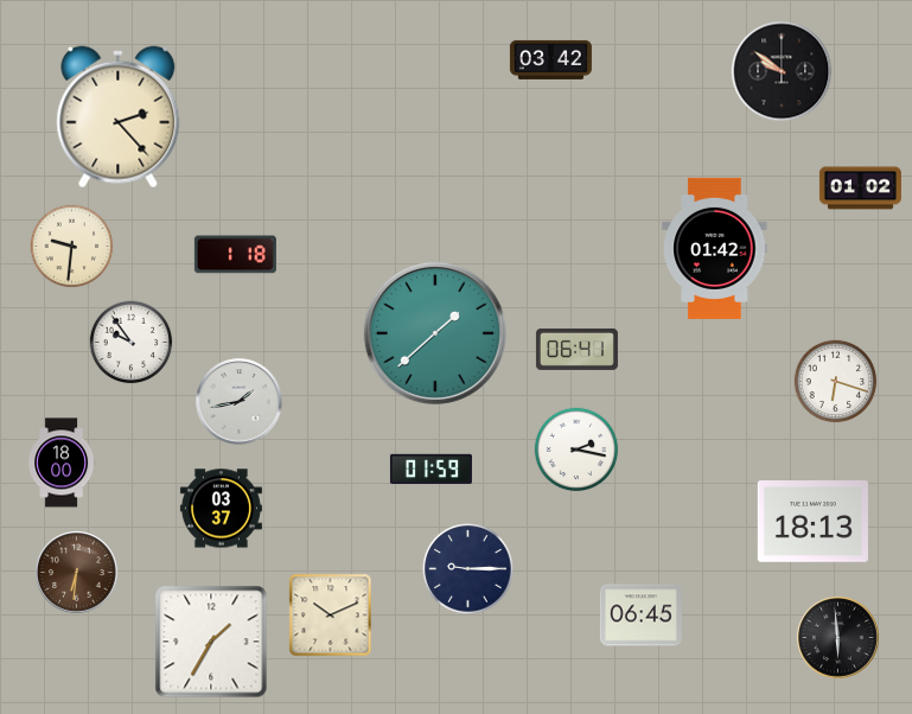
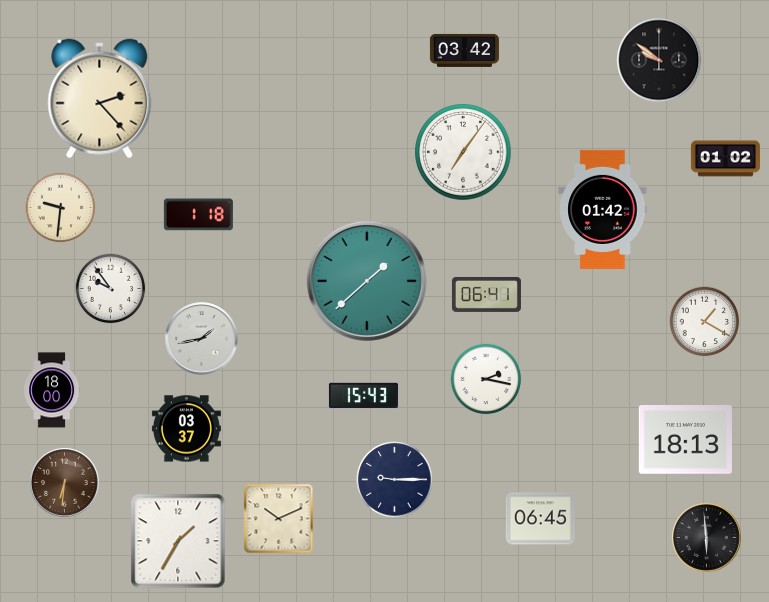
clock at (463, 152): none -> 7:06
clock at (836, 382): 6:18 -> 1:20
clock at (431, 470): 01:59 -> 15:43
